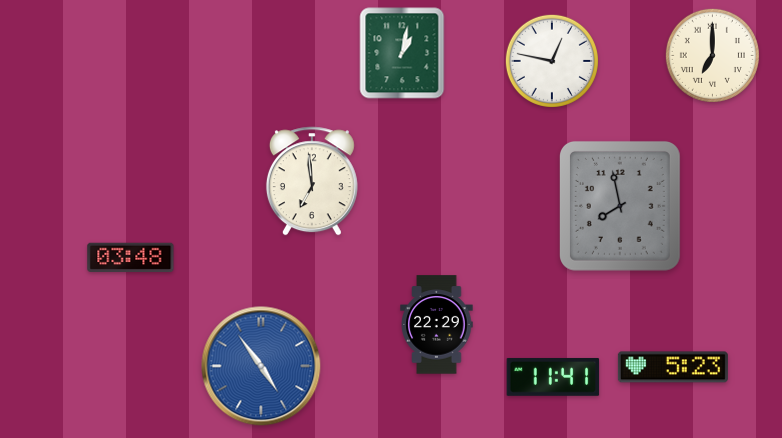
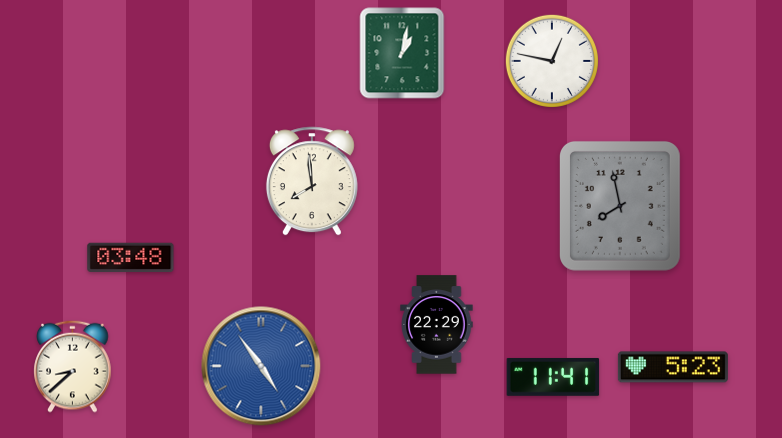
clock at (712, 55): 7:00 -> none
clock at (312, 181): 6:59 -> 7:59
clock at (73, 366): none -> 8:38
